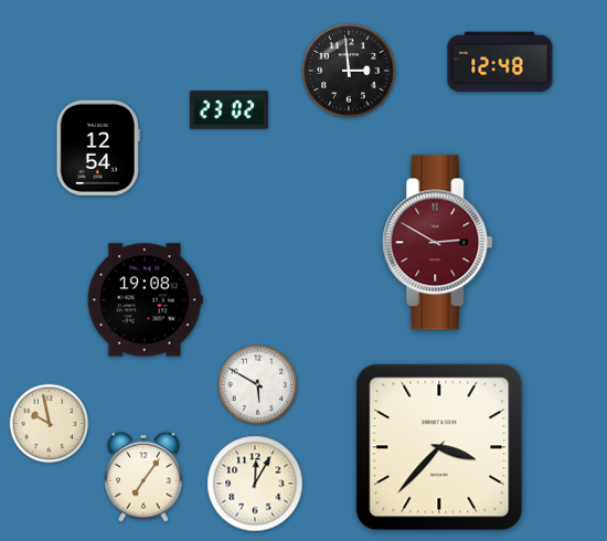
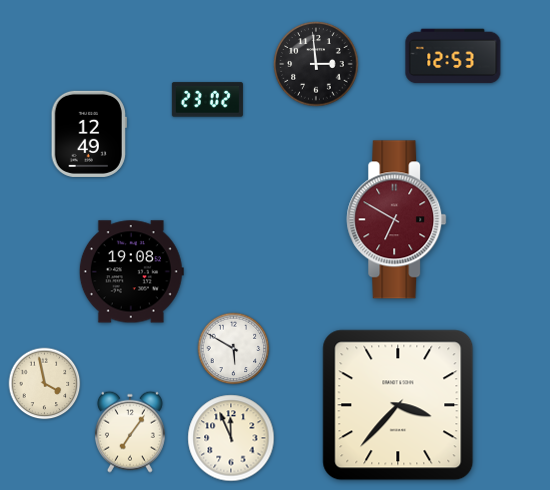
clock at (500, 62): 12:48 -> 12:53
clock at (98, 148): 12:54 -> 12:49
clock at (438, 243): 2:50 -> 6:50
clock at (50, 424): 9:58 -> 3:58
clock at (255, 484): 12:05 -> 11:56
